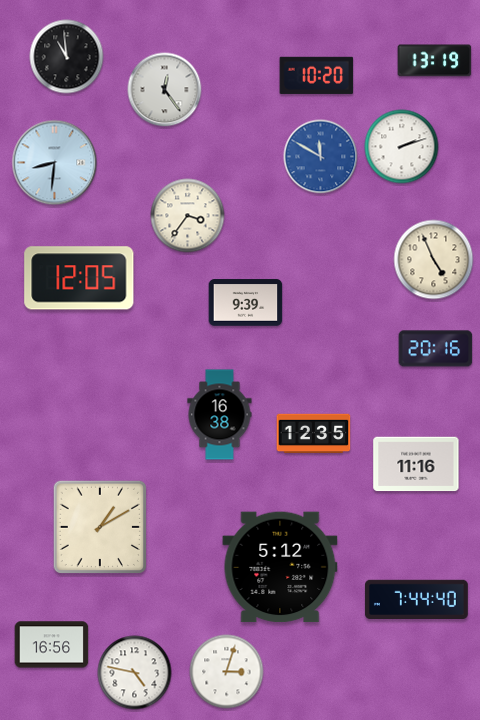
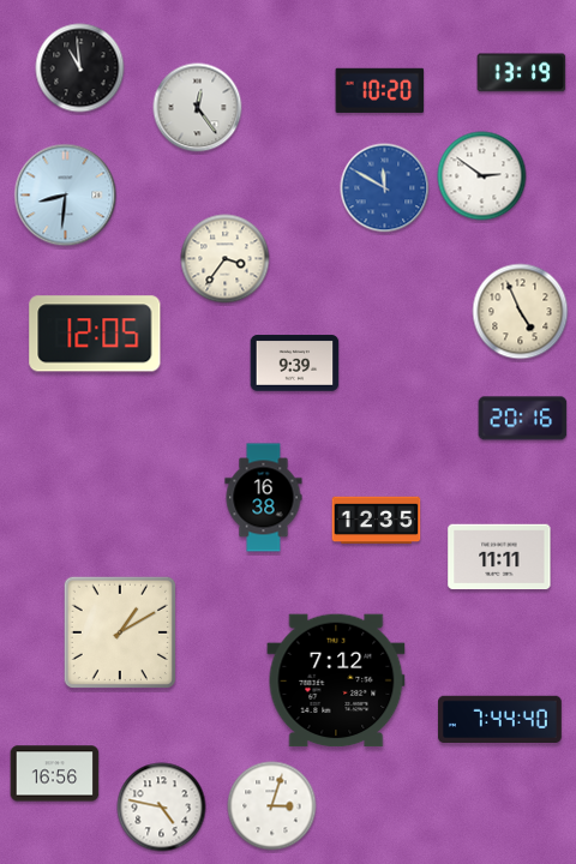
clock at (402, 147): 2:12 -> 2:51
clock at (416, 464): 11:16 -> 11:11
clock at (280, 567): 5:12 -> 7:12
clock at (52, 645) position: (52, 645) -> (55, 774)
